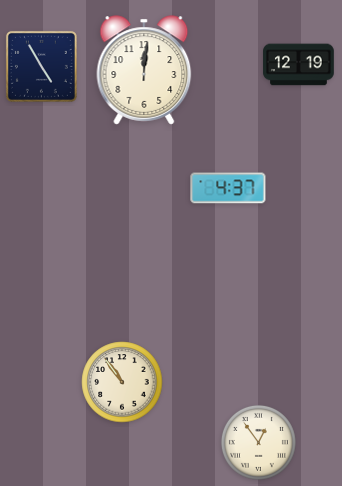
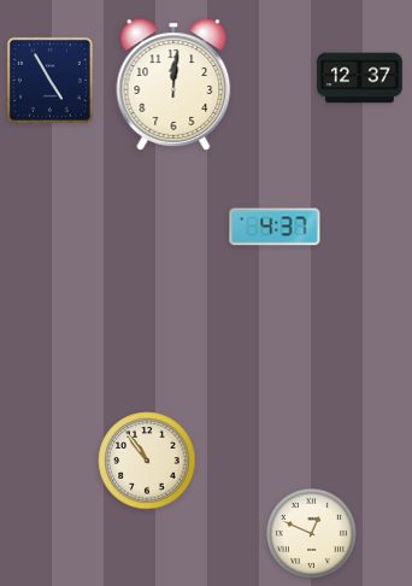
clock at (299, 65): 12:19 -> 12:37
clock at (258, 442): 12:54 -> 12:49
